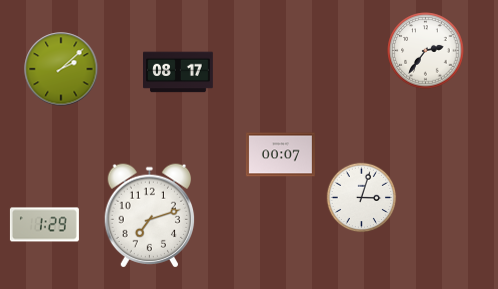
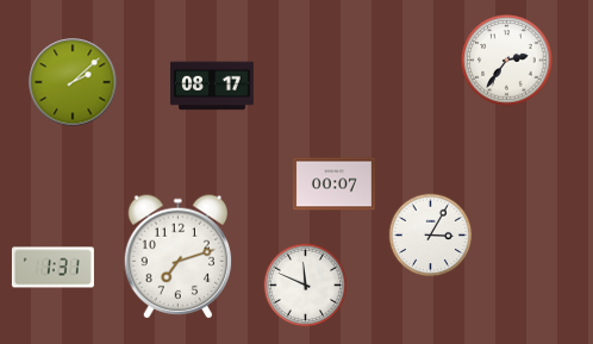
clock at (362, 198): 3:03 -> 3:05
clock at (44, 225): 1:29 -> 1:31
clock at (306, 286): none -> 11:49
